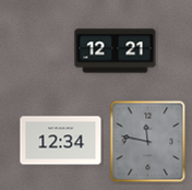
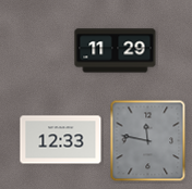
clock at (116, 51): 12:21 -> 11:29
clock at (61, 141): 12:34 -> 12:33
